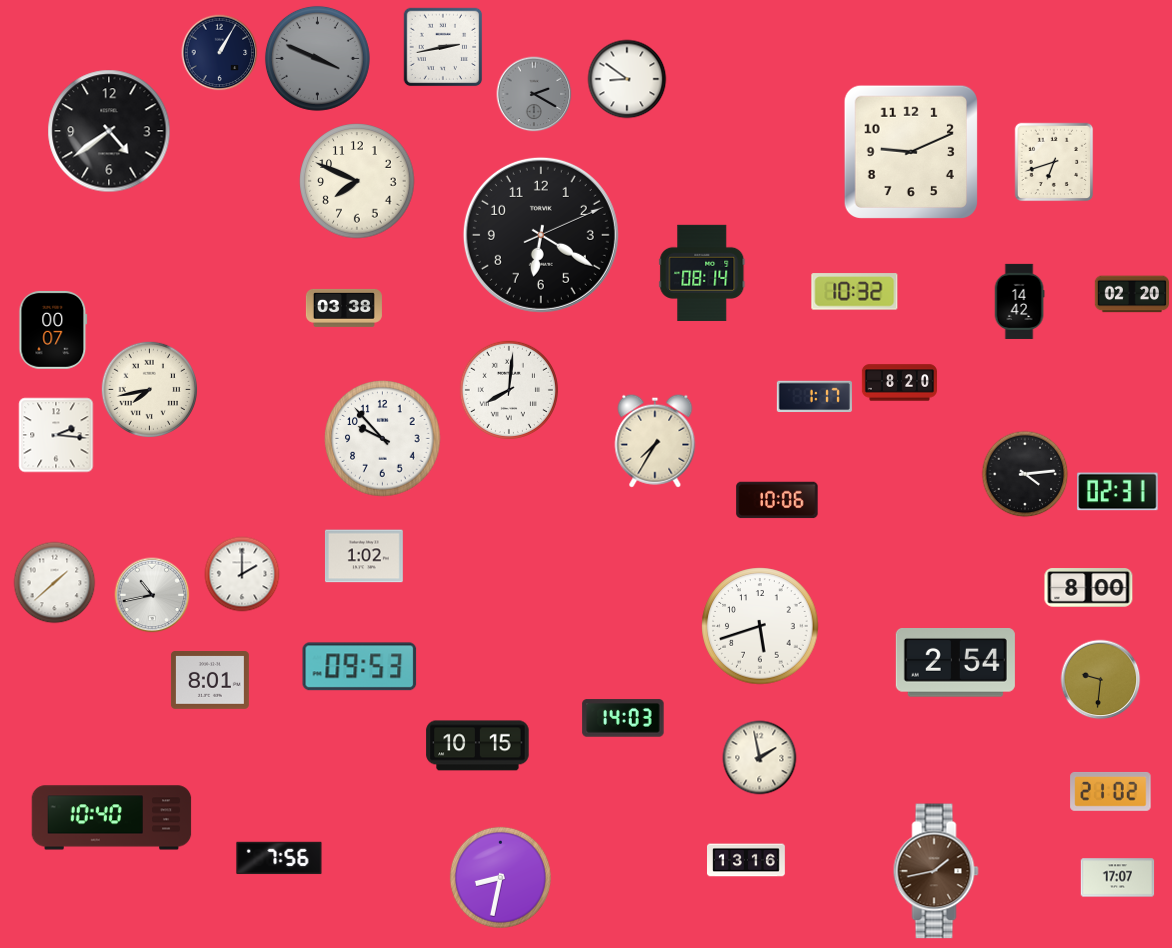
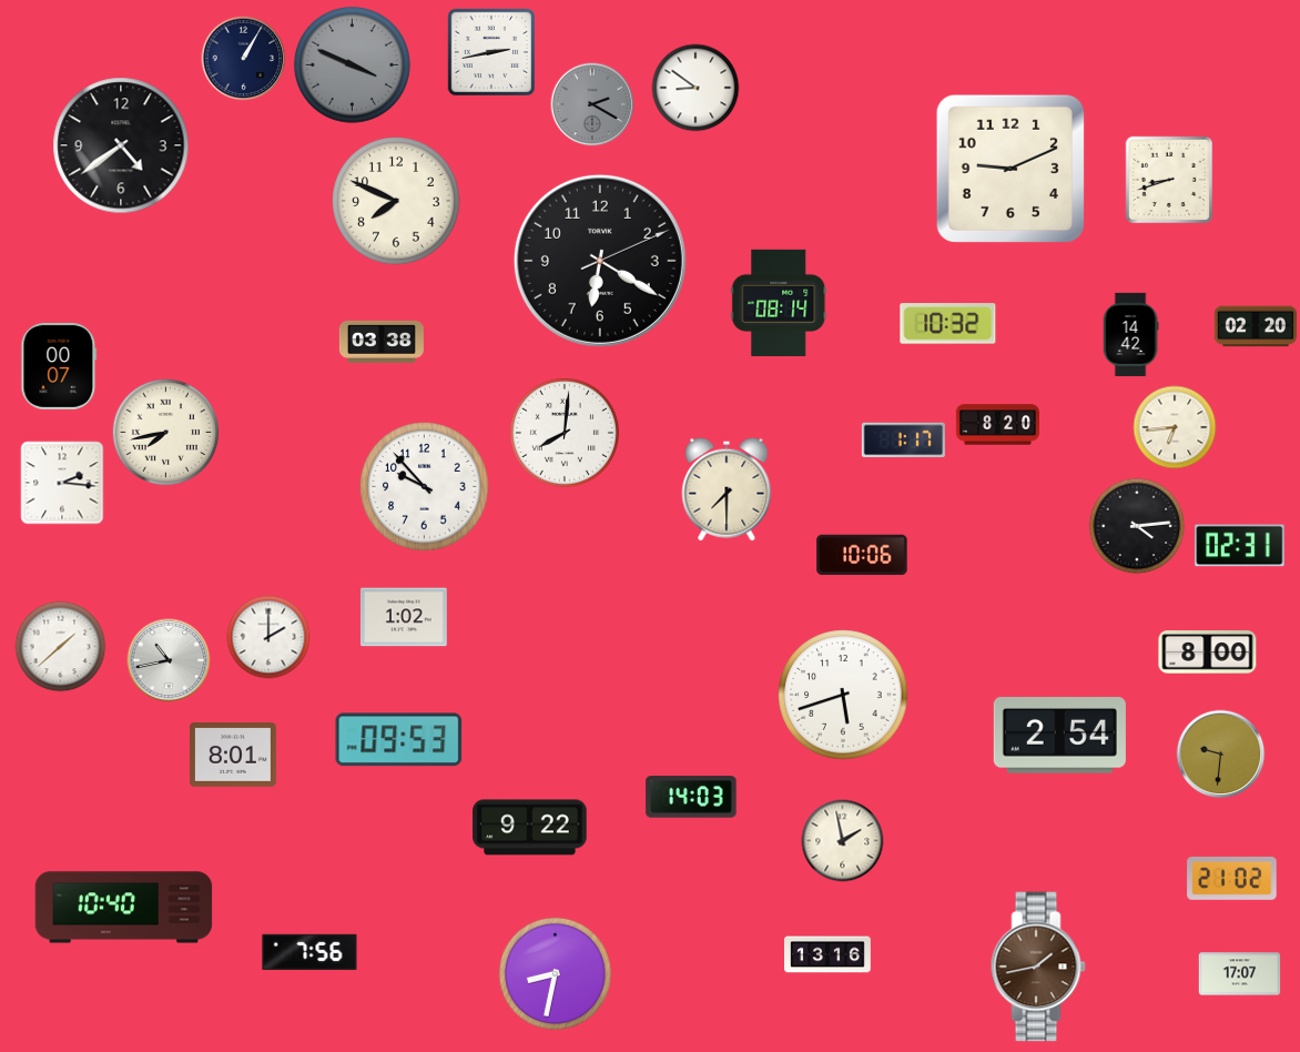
clock at (1054, 162): 6:42 -> 8:42
clock at (1175, 427): none -> 6:44
clock at (655, 441): 7:35 -> 7:30
clock at (478, 746): 10:15 -> 9:22
